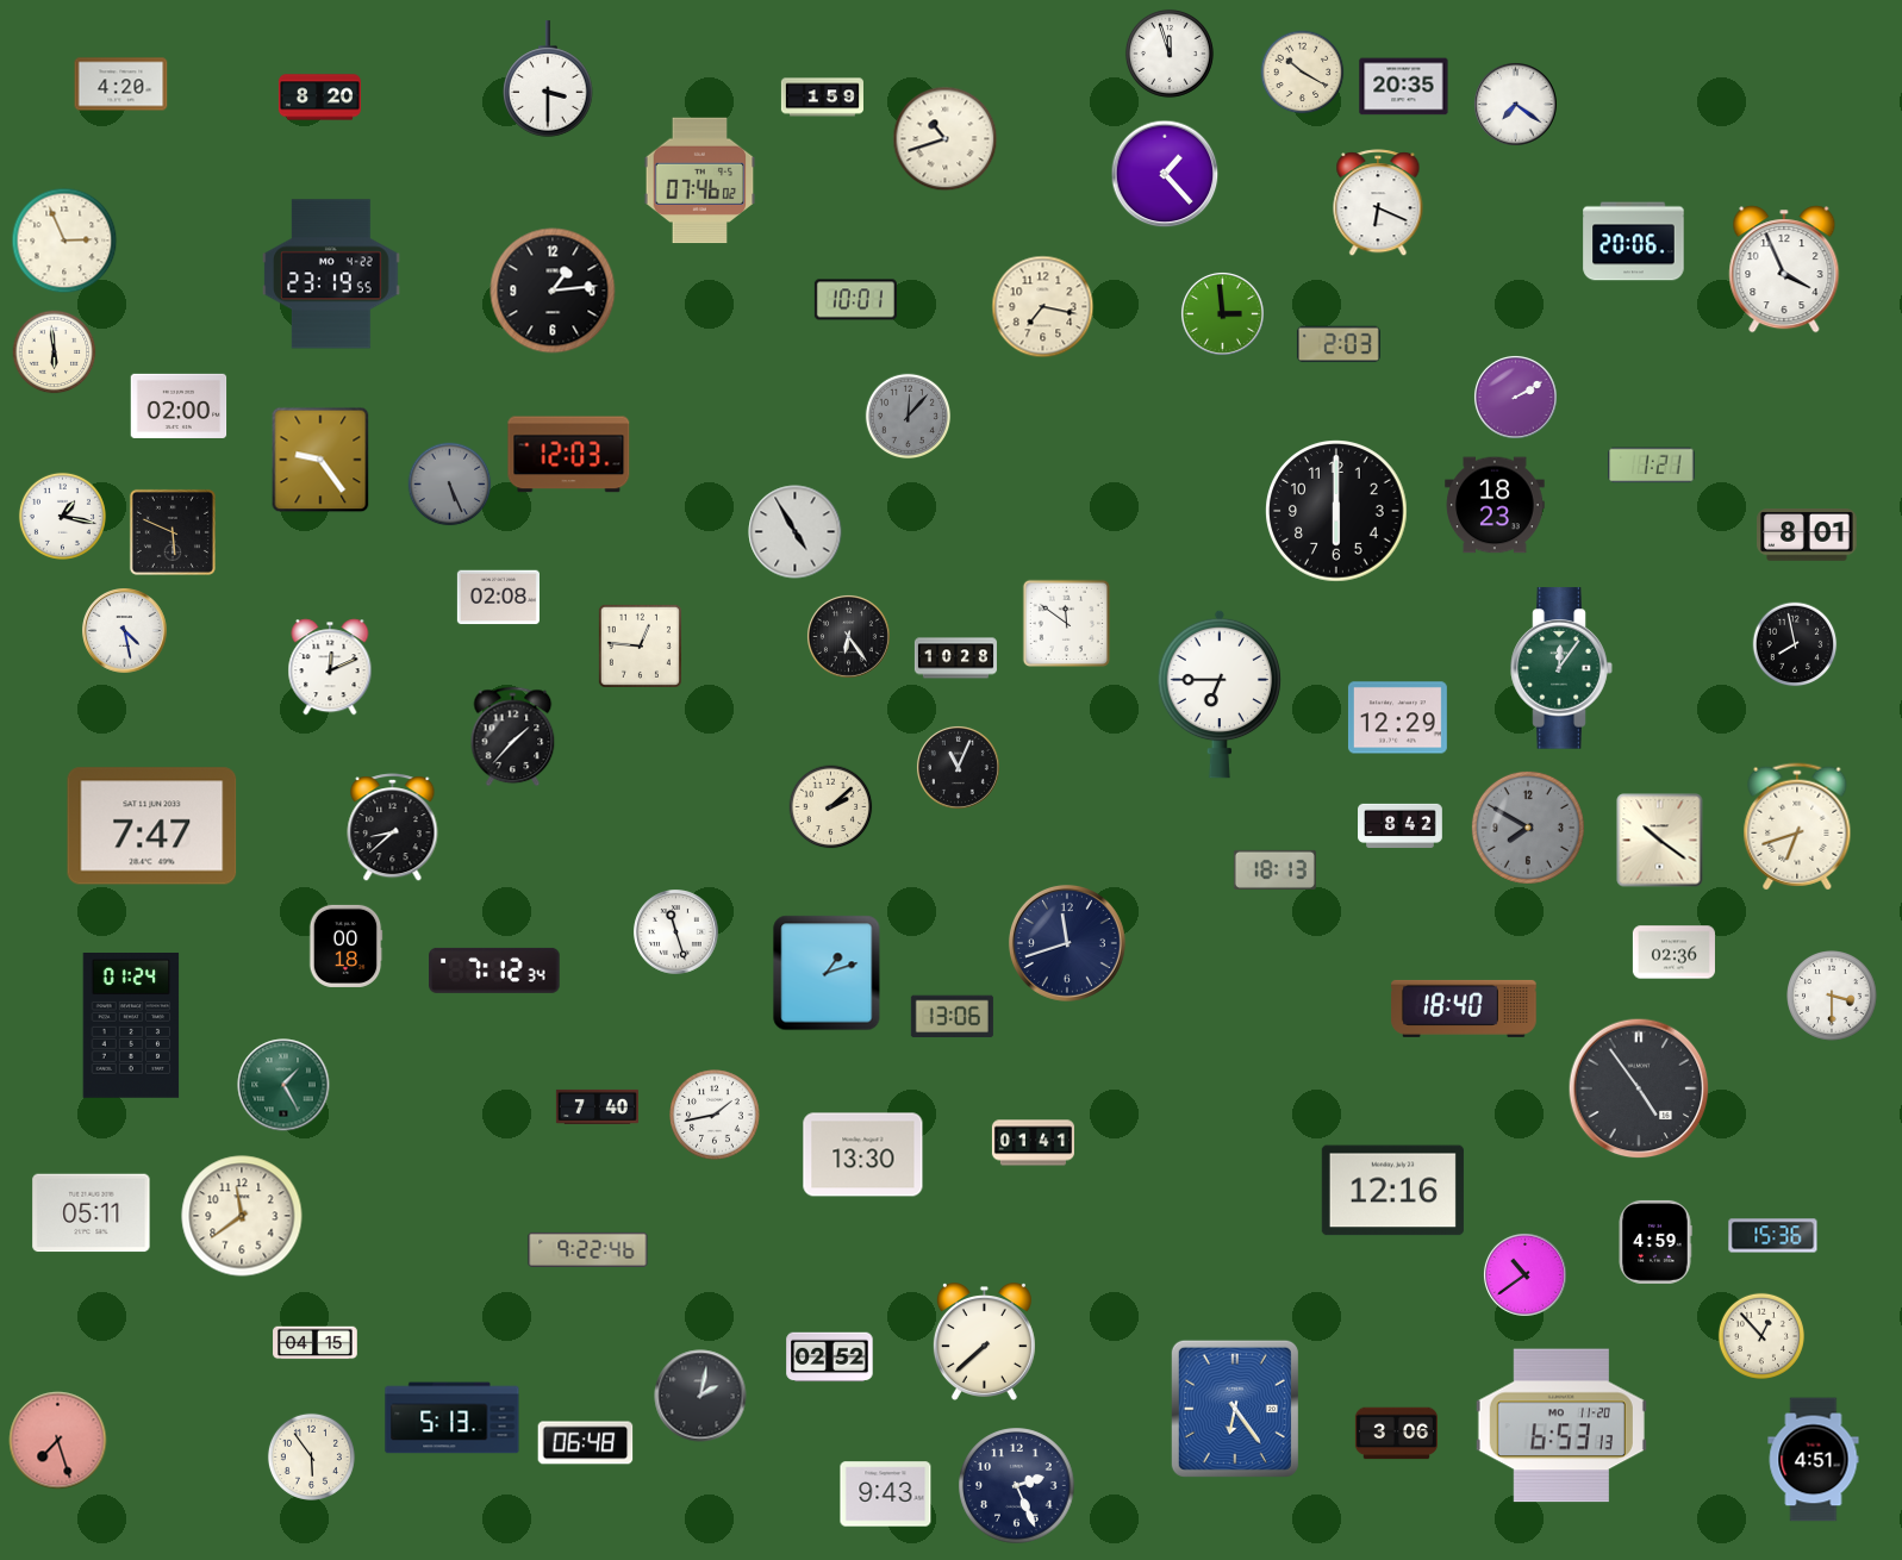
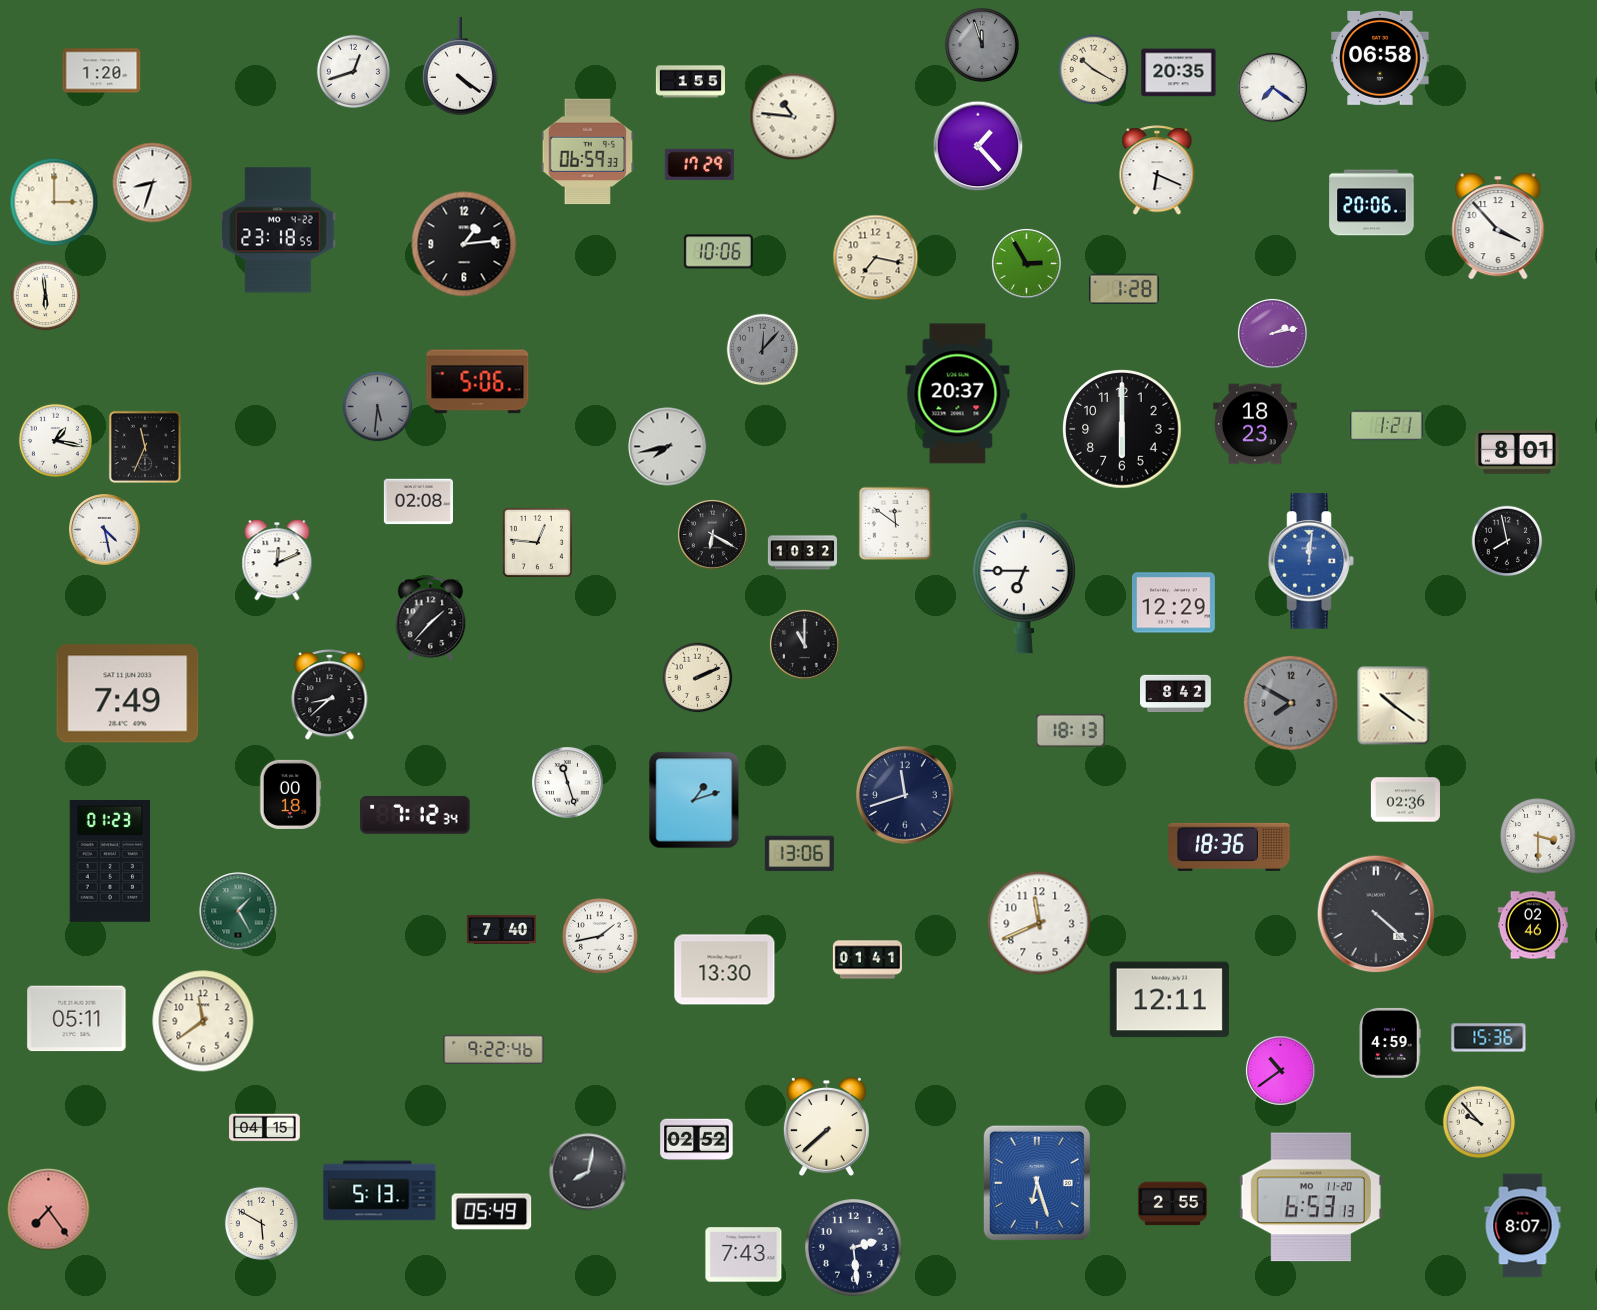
clock at (1170, 54) dial: white -> grey
clock at (1380, 58): none -> 06:58
clock at (1303, 73) position: (1303, 73) -> (1094, 70)
clock at (548, 79): 3:30 -> 4:21
clock at (121, 85): 4:20 -> 1:20
clock at (353, 71): none -> 12:42
clock at (319, 98): 8:20 -> none
clock at (822, 98): 1:59 -> 1:55
clock at (946, 139): 10:42 -> 10:46
clock at (700, 181): 07:46 -> 06:59
clock at (699, 164): none -> 17:29
clock at (153, 183): none -> 8:33
clock at (64, 241): 2:56 -> 3:00
clock at (1784, 269): 3:56 -> 3:53
clock at (331, 274): 23:19 -> 23:18
clock at (855, 300): 10:01 -> 10:06
clock at (1222, 313): 2:59 -> 2:55
clock at (1339, 344): 2:03 -> 1:28
clock at (1515, 397): 2:10 -> 2:13
clock at (179, 406): 02:00 -> none
clock at (569, 455): 12:03 -> 5:06
clock at (320, 460): 9:24 -> none
clock at (1652, 466) position: (1652, 466) -> (1387, 426)
clock at (958, 394): none -> 20:37
clock at (450, 485): 5:26 -> 5:31
clock at (62, 516) position: (62, 516) -> (55, 440)
clock at (173, 532): 5:49 -> 11:34
clock at (796, 532): 4:55 -> 7:43
clock at (1807, 536) position: (1807, 536) -> (1517, 453)
clock at (848, 636): 6:24 -> 6:20
clock at (955, 659): 10:28 -> 10:32
clock at (1561, 668): 12:06 -> 12:01
clock at (1561, 668) dial: green -> blue
clock at (958, 767): 11:04 -> 11:00
clock at (831, 807): 2:08 -> 2:11
clock at (152, 826): 7:47 -> 7:49
clock at (1797, 826): 6:42 -> none
clock at (1528, 828) position: (1528, 828) -> (1291, 703)
clock at (1067, 943) position: (1067, 943) -> (905, 795)
clock at (827, 973) position: (827, 973) -> (694, 800)
clock at (1464, 1009): 18:40 -> 18:36
clock at (131, 1027): 01:24 -> 01:23
clock at (1639, 1088): 4:54 -> 4:22
clock at (1039, 923): none -> 11:41
clock at (1533, 925): none -> 02:46
clock at (1392, 1191): 12:16 -> 12:11
clock at (1761, 1336): 12:53 -> 9:53
clock at (700, 1396): 2:02 -> 8:02
clock at (1235, 1409): 6:24 -> 6:27
clock at (1396, 1434): 3:06 -> 2:55
clock at (58, 1441): 7:27 -> 7:24
clock at (586, 1443): 06:48 -> 05:49
clock at (311, 1456): 5:54 -> 5:50
clock at (1814, 1460): 4:51 -> 8:07
clock at (1017, 1486): 2:26 -> 2:29
clock at (886, 1495): 9:43 -> 7:43
